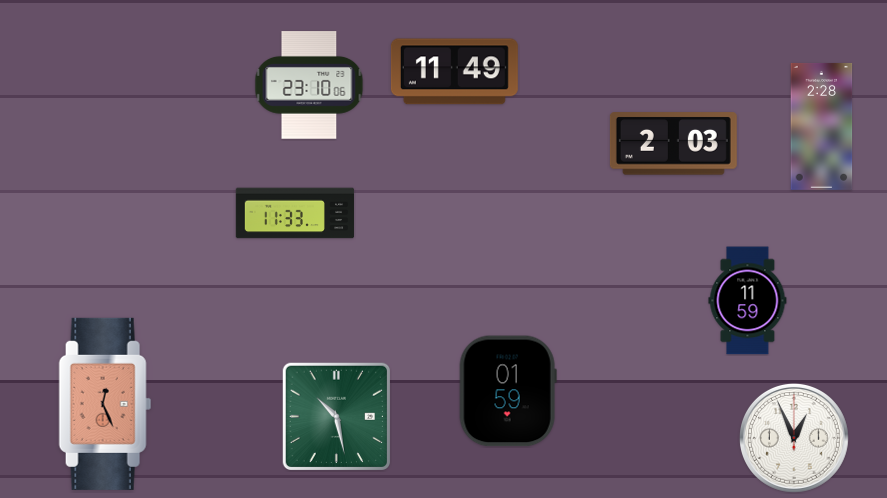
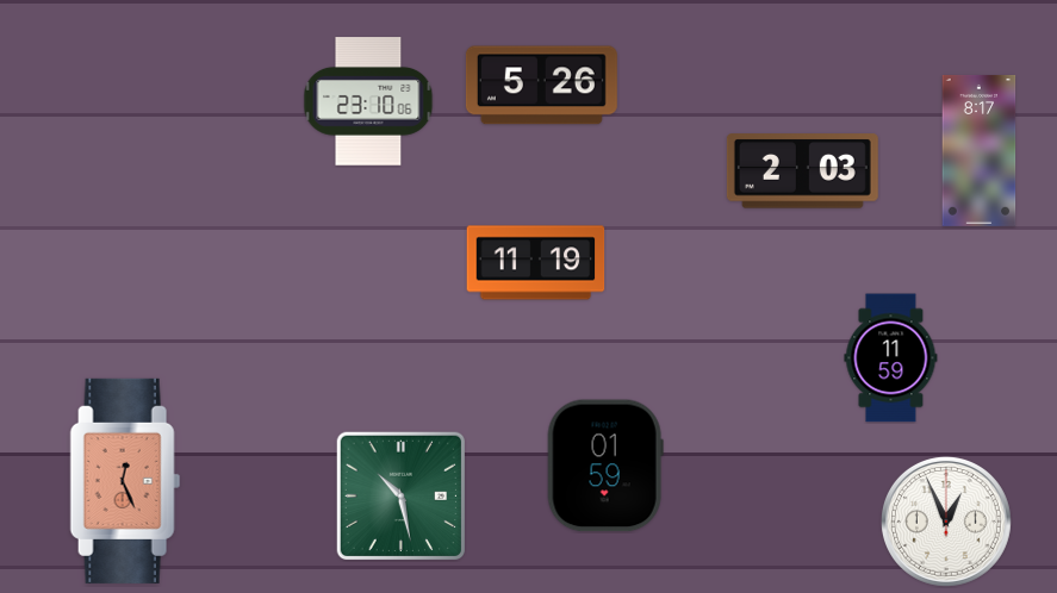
clock at (454, 72): 11:49 -> 5:26
clock at (822, 126): 2:28 -> 8:17
clock at (295, 213): 11:33 -> none
clock at (536, 263): none -> 11:19
